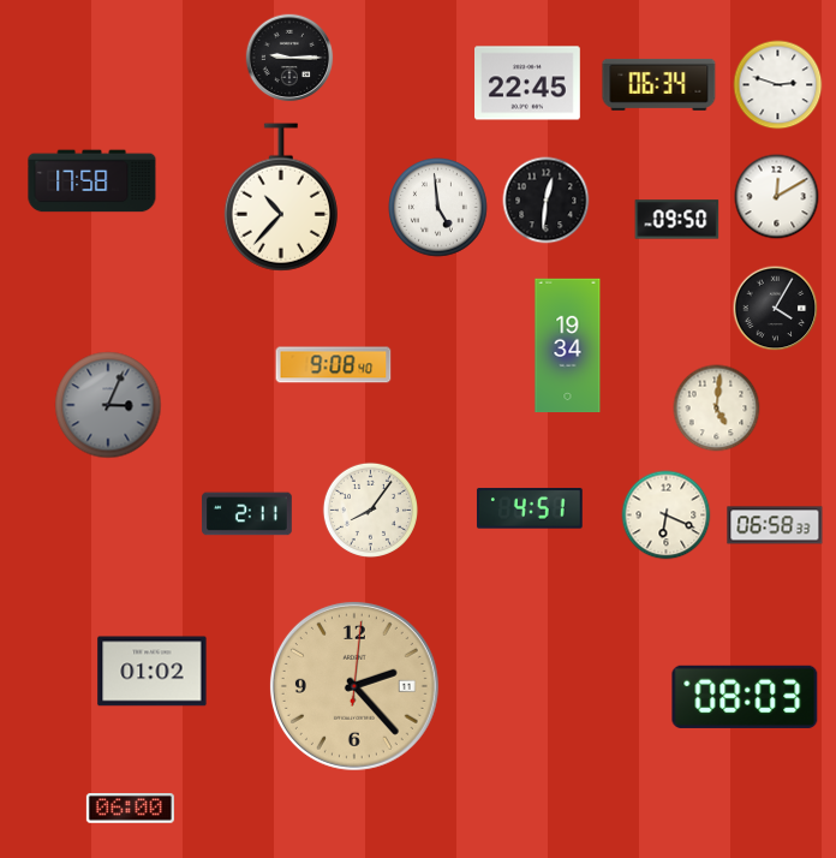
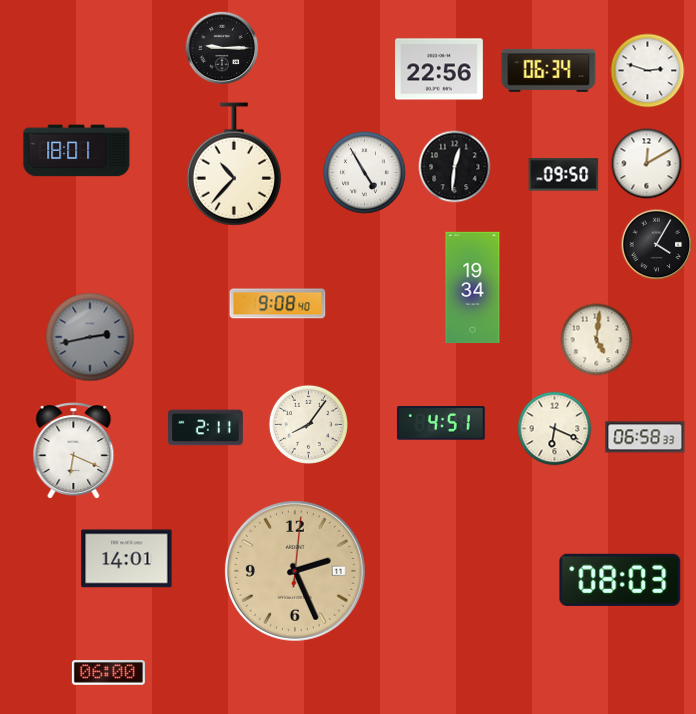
clock at (289, 58) position: (289, 58) -> (222, 48)
clock at (529, 83): 22:45 -> 22:56
clock at (92, 181): 17:58 -> 18:01
clock at (438, 208): 4:59 -> 4:55
clock at (677, 220) position: (677, 220) -> (564, 175)
clock at (776, 309) position: (776, 309) -> (657, 245)
clock at (108, 405): 3:04 -> 2:43
clock at (74, 451): none -> 6:19
clock at (153, 672): 01:02 -> 14:01
clock at (354, 686): 2:23 -> 2:26
